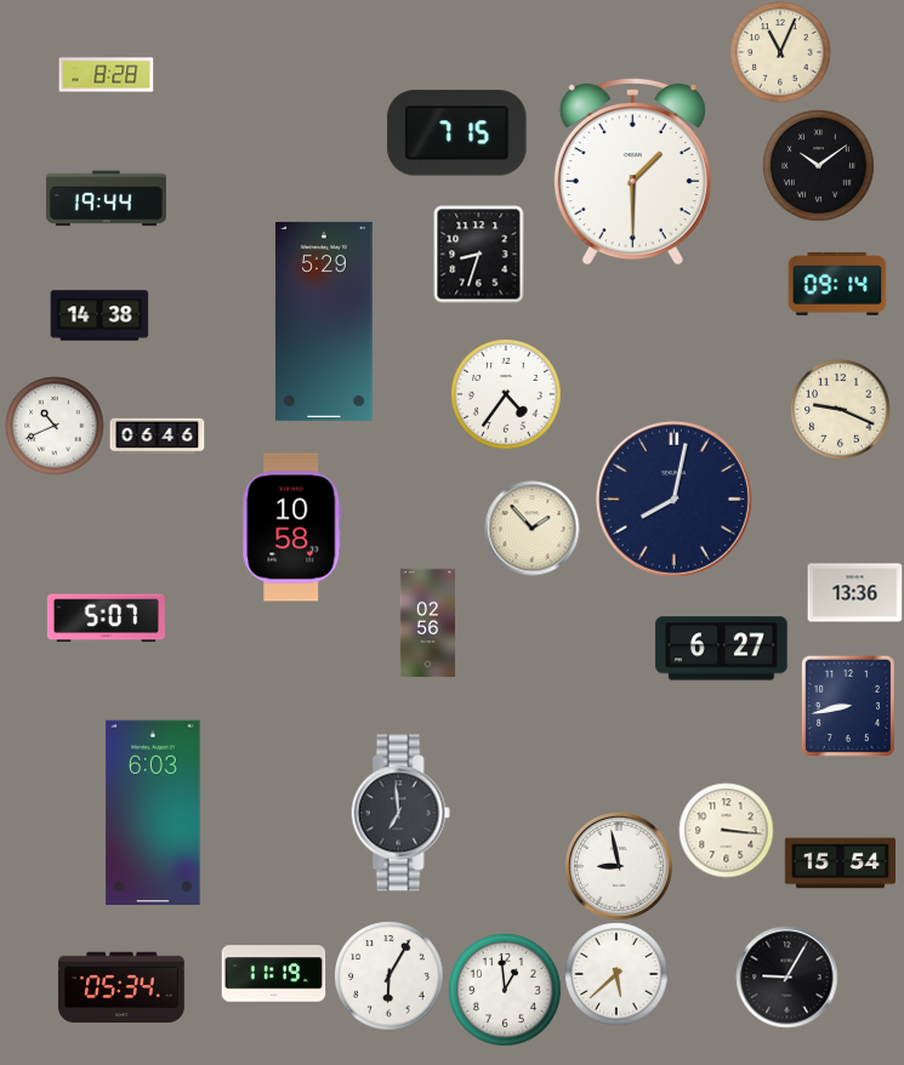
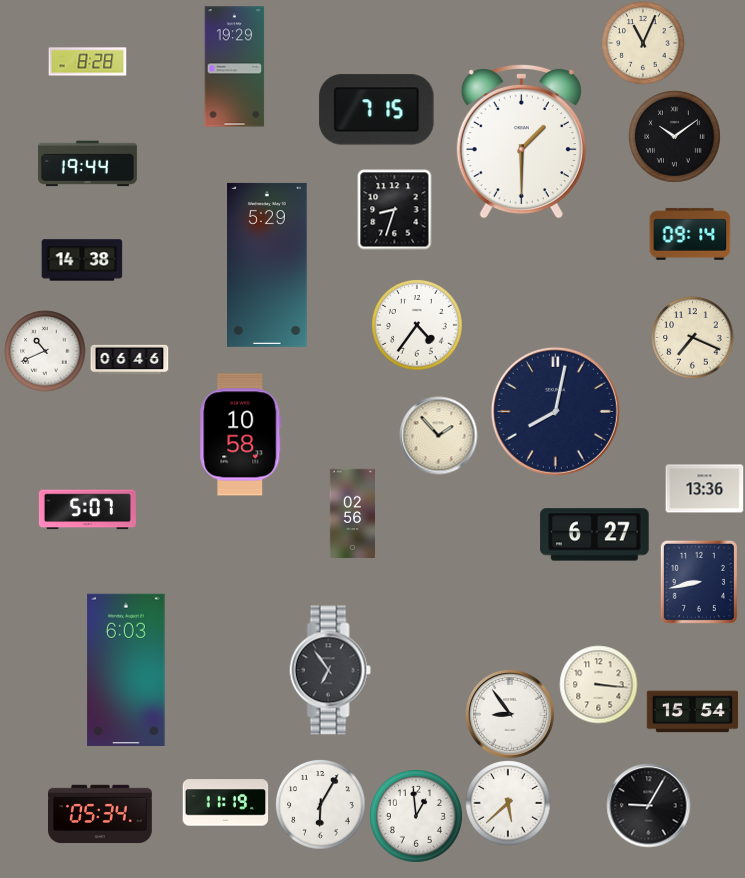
clock at (235, 67): none -> 19:29
clock at (840, 409): 9:19 -> 7:19
clock at (400, 813): 6:59 -> 6:54
clock at (619, 866): 8:58 -> 8:54
